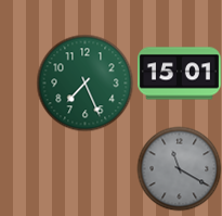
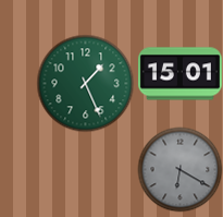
clock at (84, 82): 7:26 -> 1:26
clock at (179, 168): 11:20 -> 6:20
